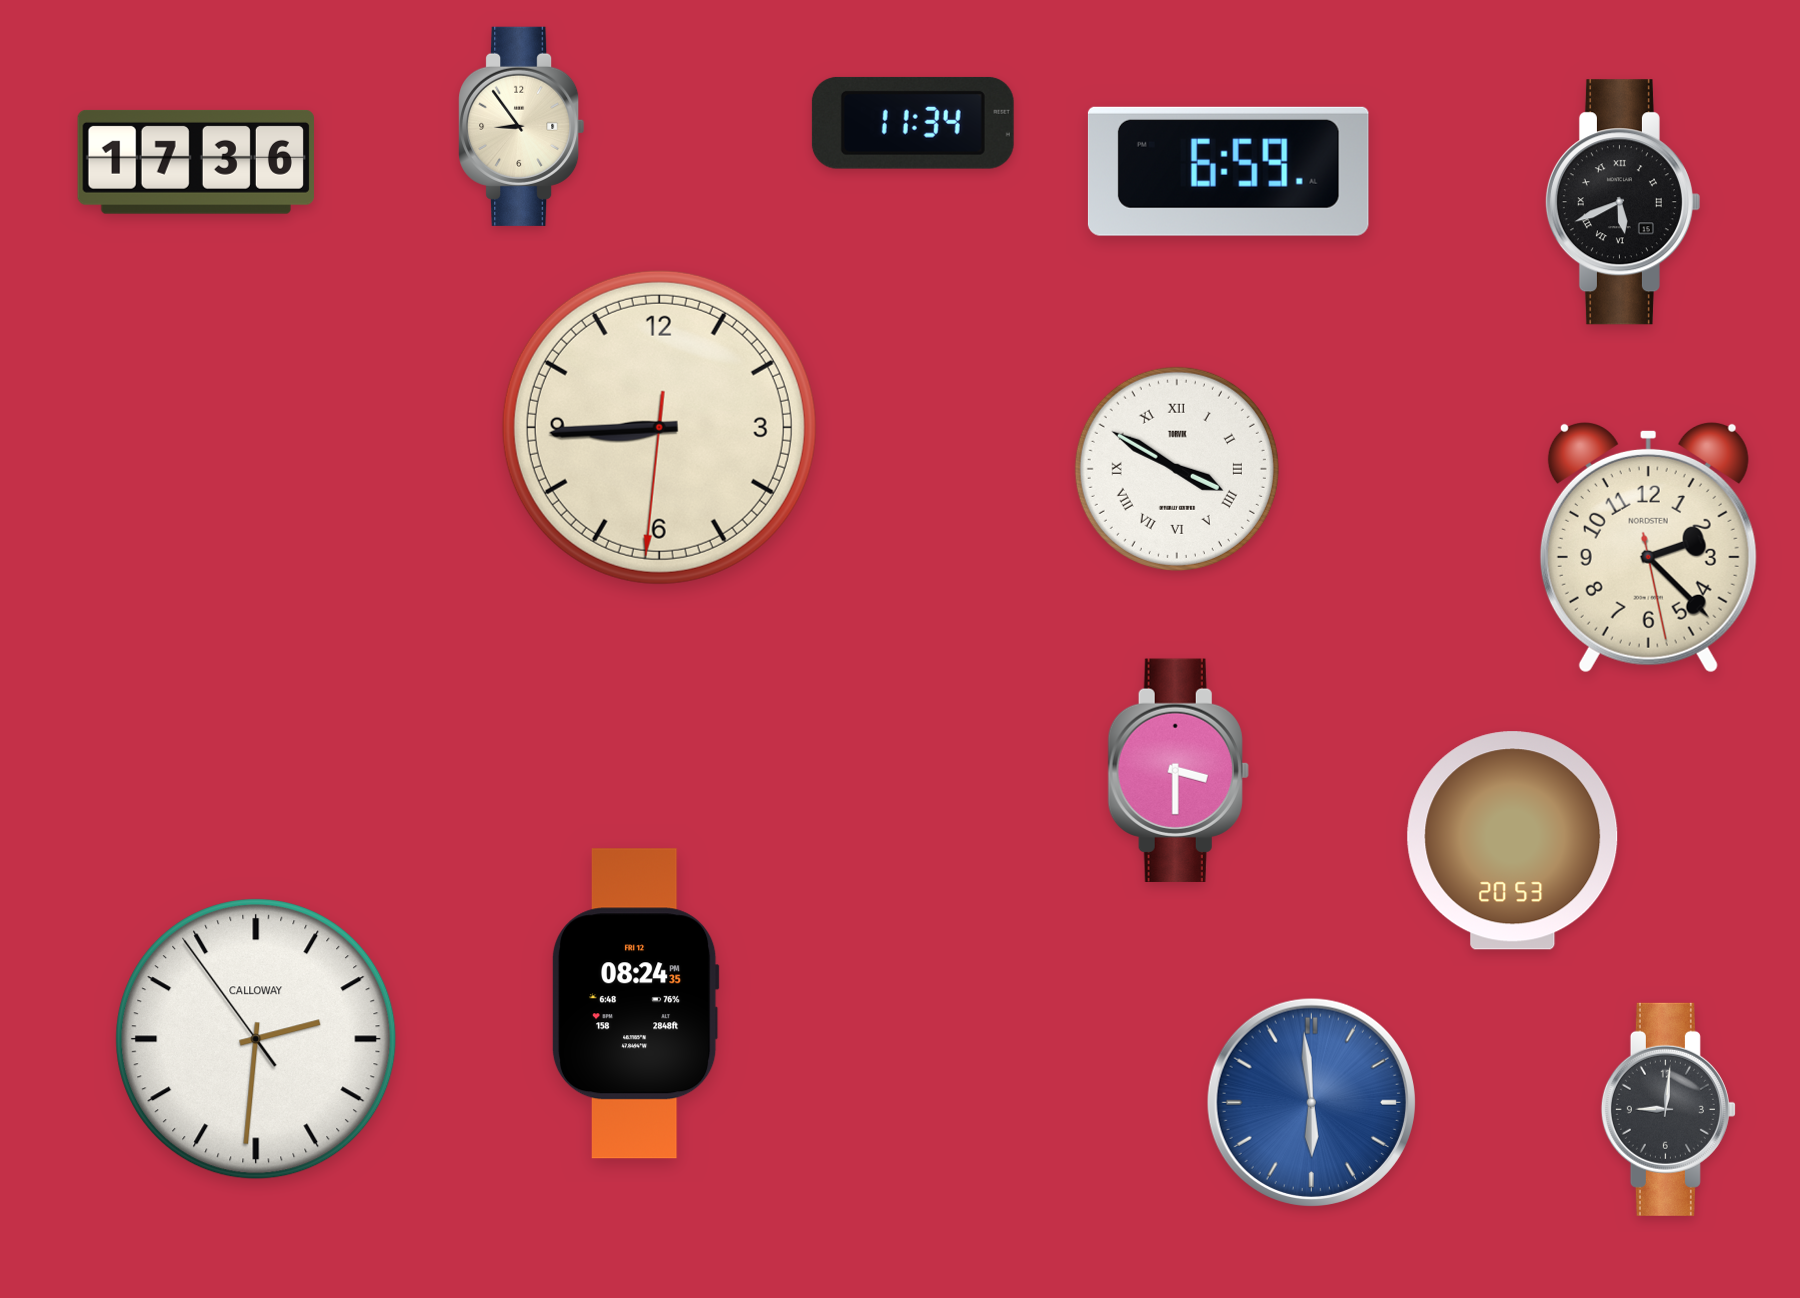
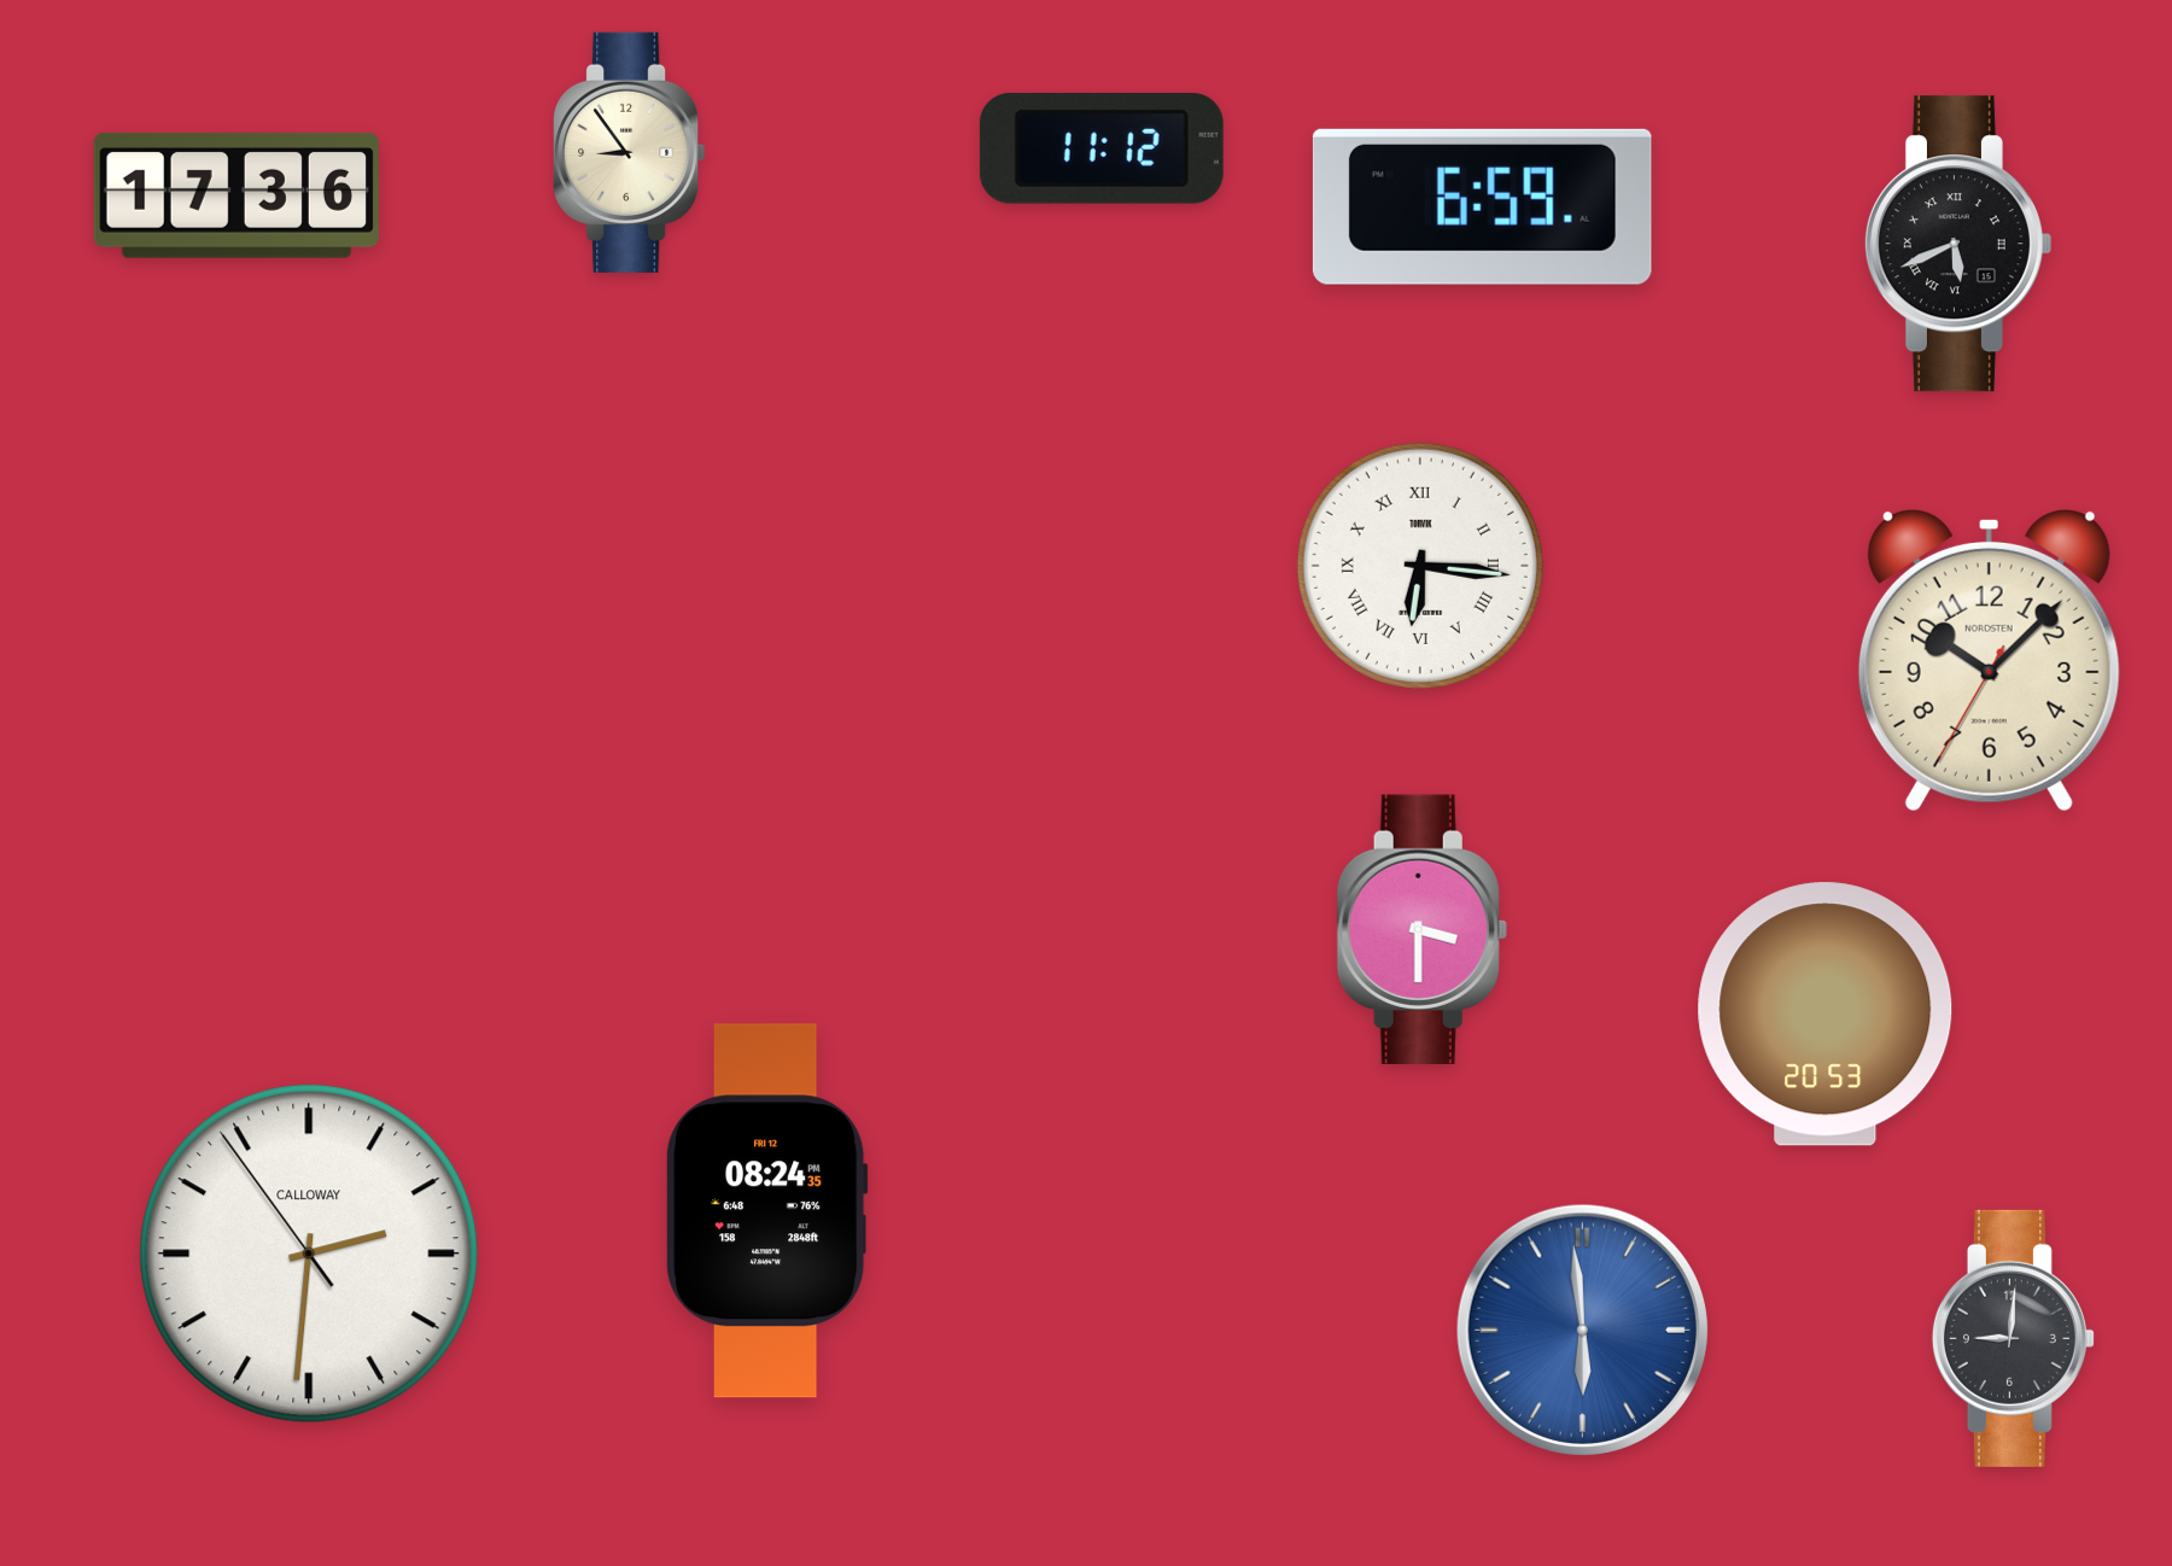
clock at (913, 123): 11:34 -> 11:12
clock at (659, 427): 8:44 -> none
clock at (1177, 469): 3:50 -> 6:16
clock at (1648, 547): 2:22 -> 10:07
